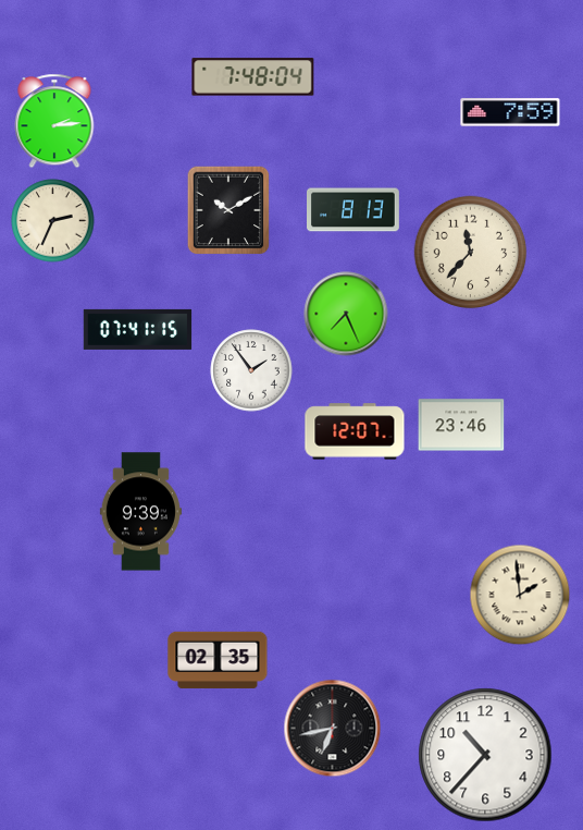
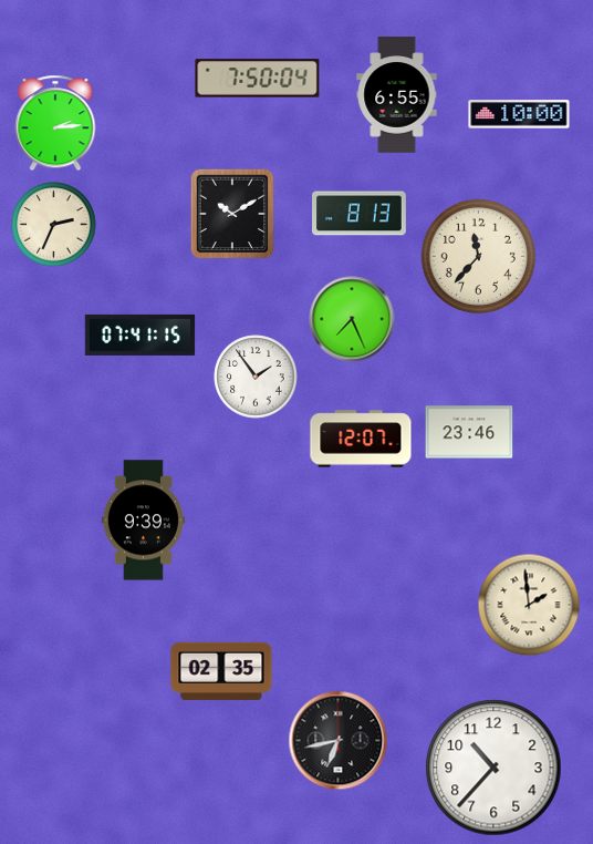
clock at (253, 77): 7:48 -> 7:50
clock at (397, 95): none -> 6:55
clock at (510, 112): 7:59 -> 10:00
